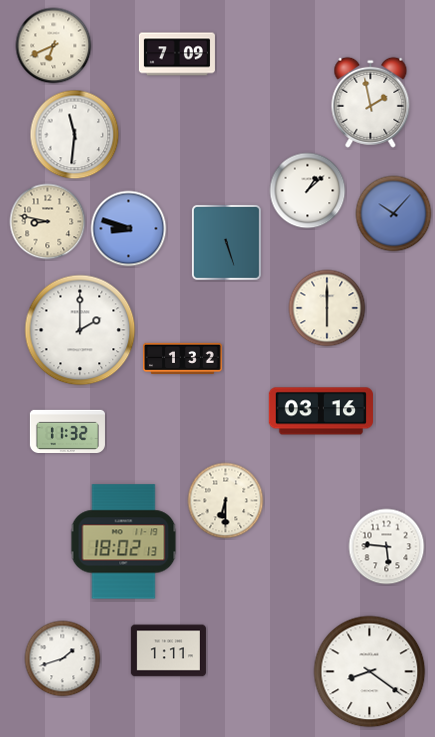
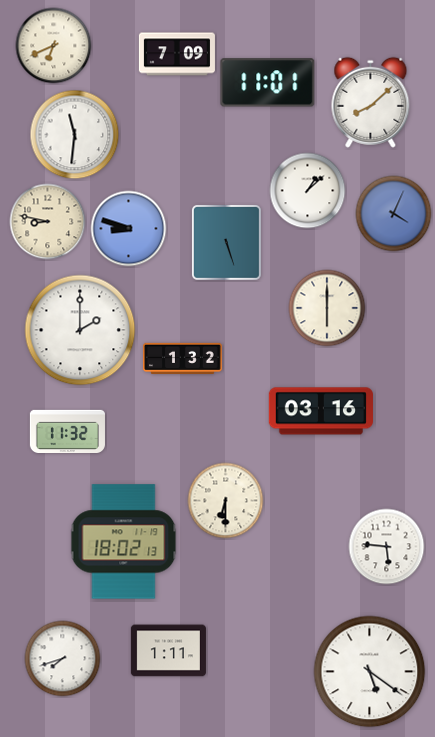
clock at (268, 83): none -> 11:01
clock at (371, 102): 1:58 -> 8:08
clock at (394, 214): 10:07 -> 4:04
clock at (63, 659): 1:42 -> 7:42
clock at (370, 672): 8:21 -> 5:21
